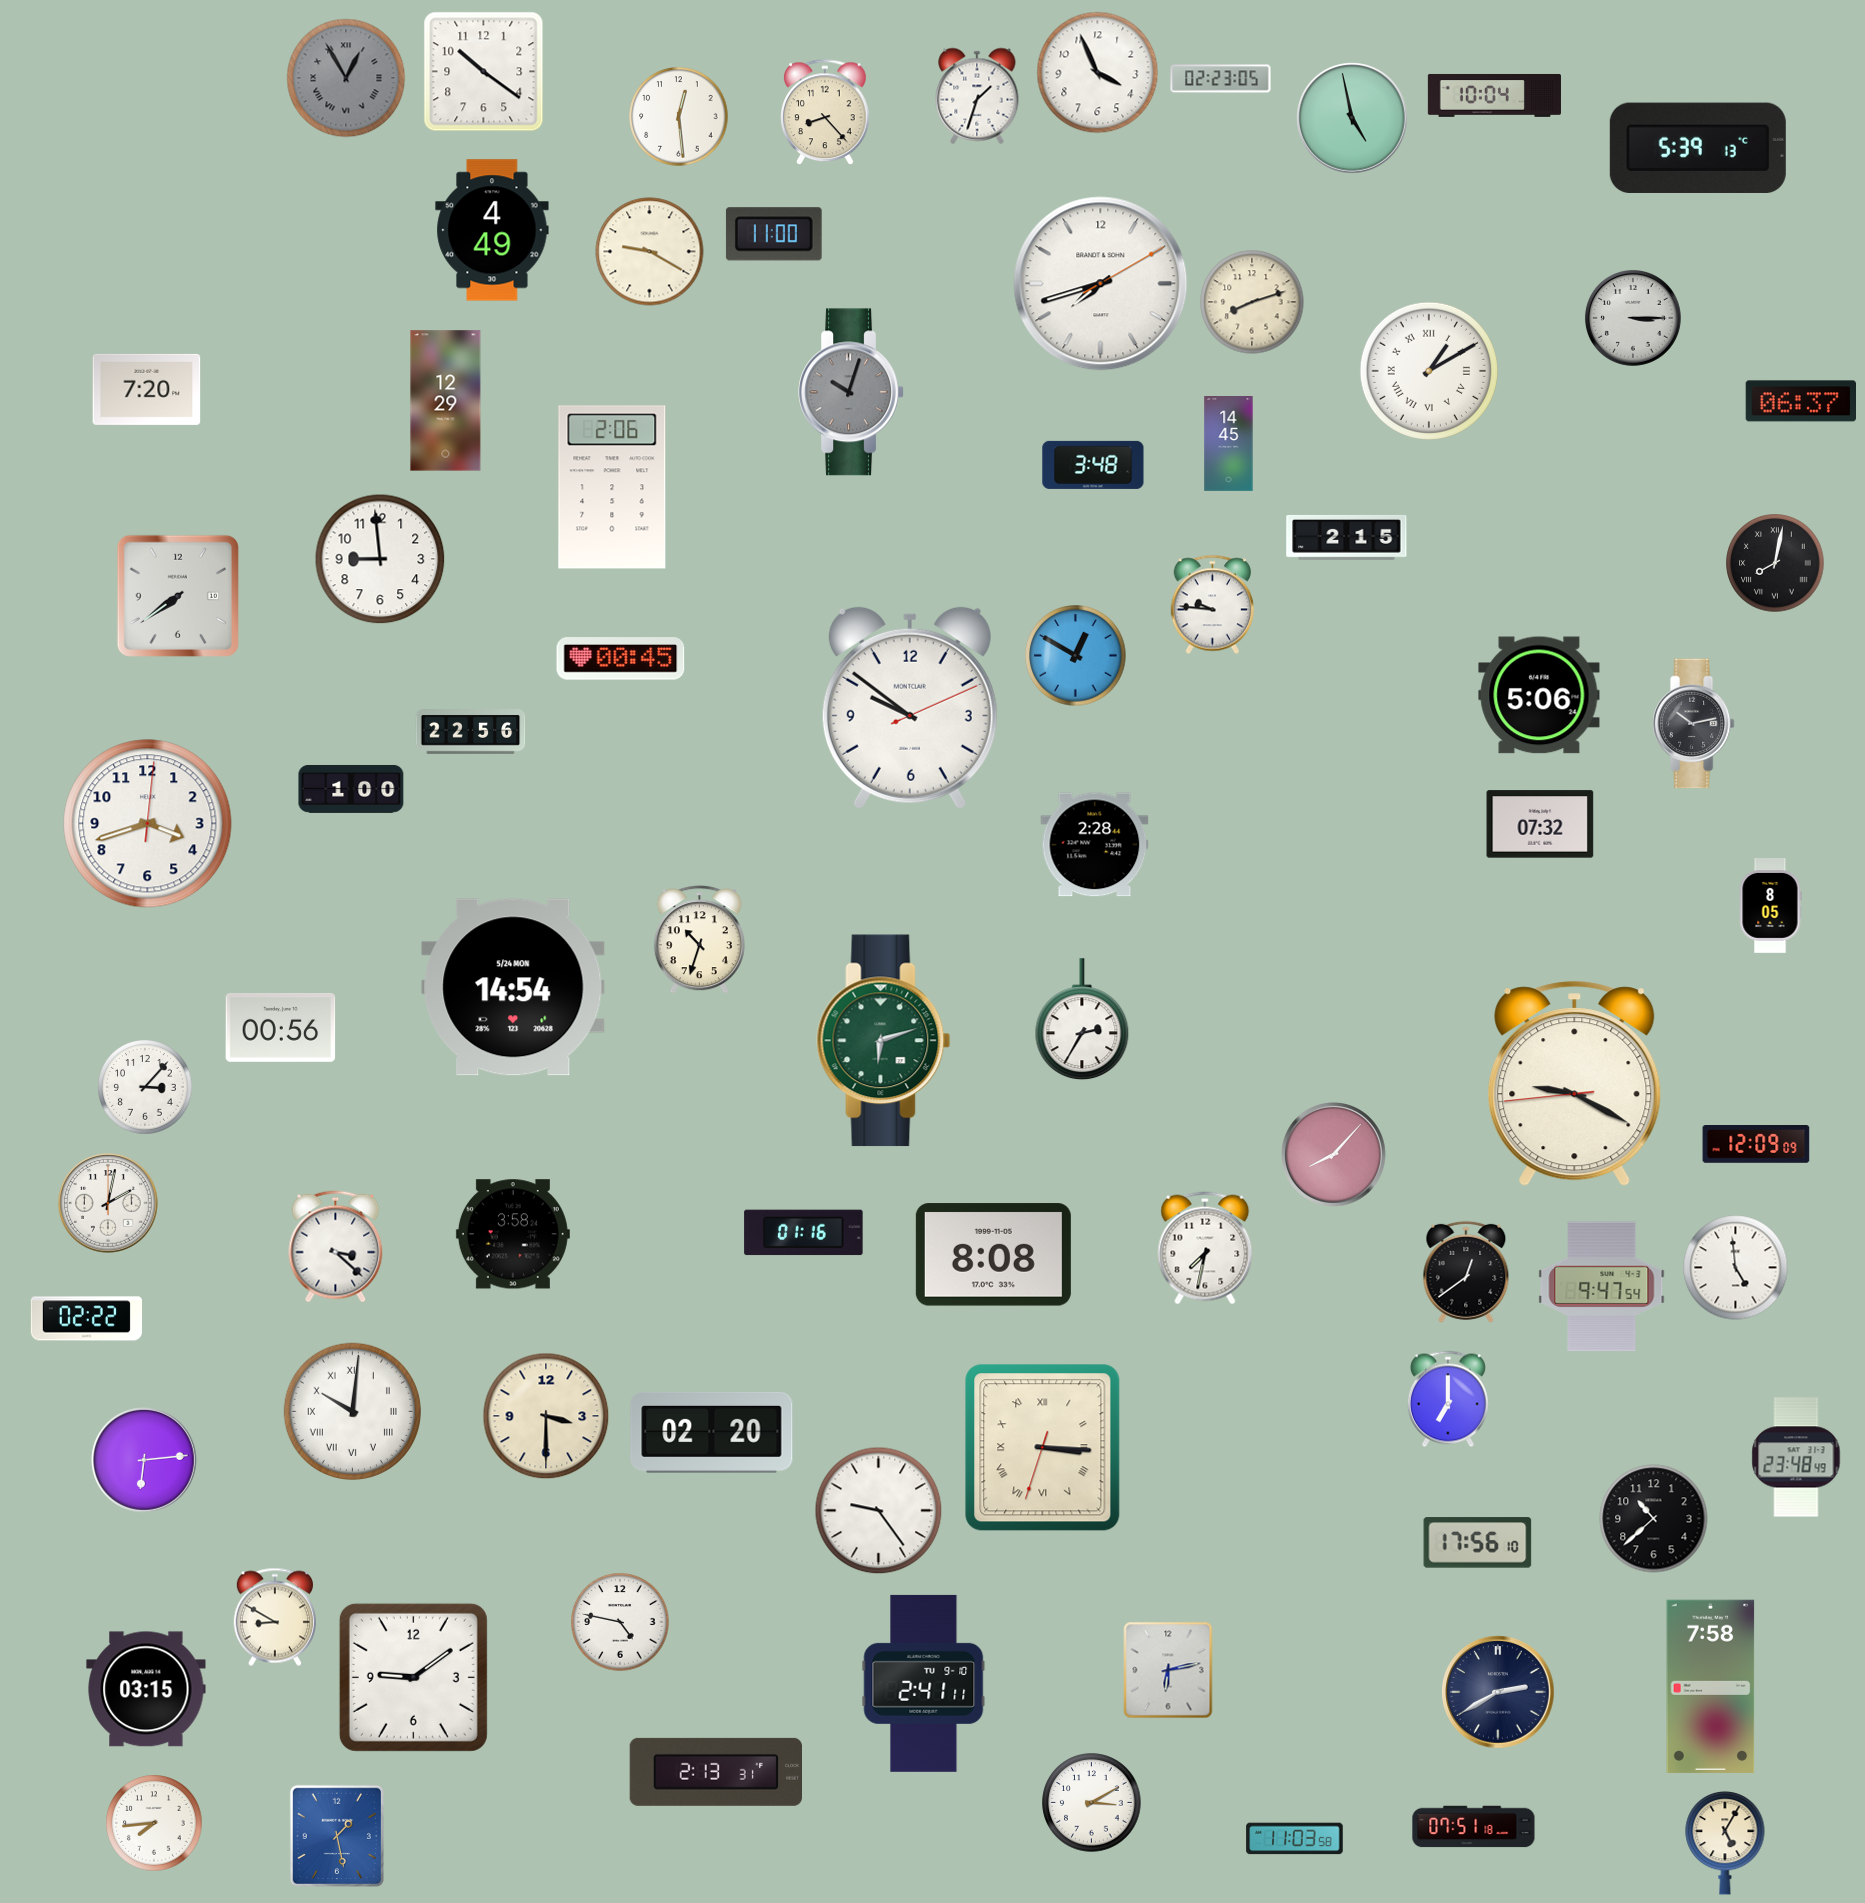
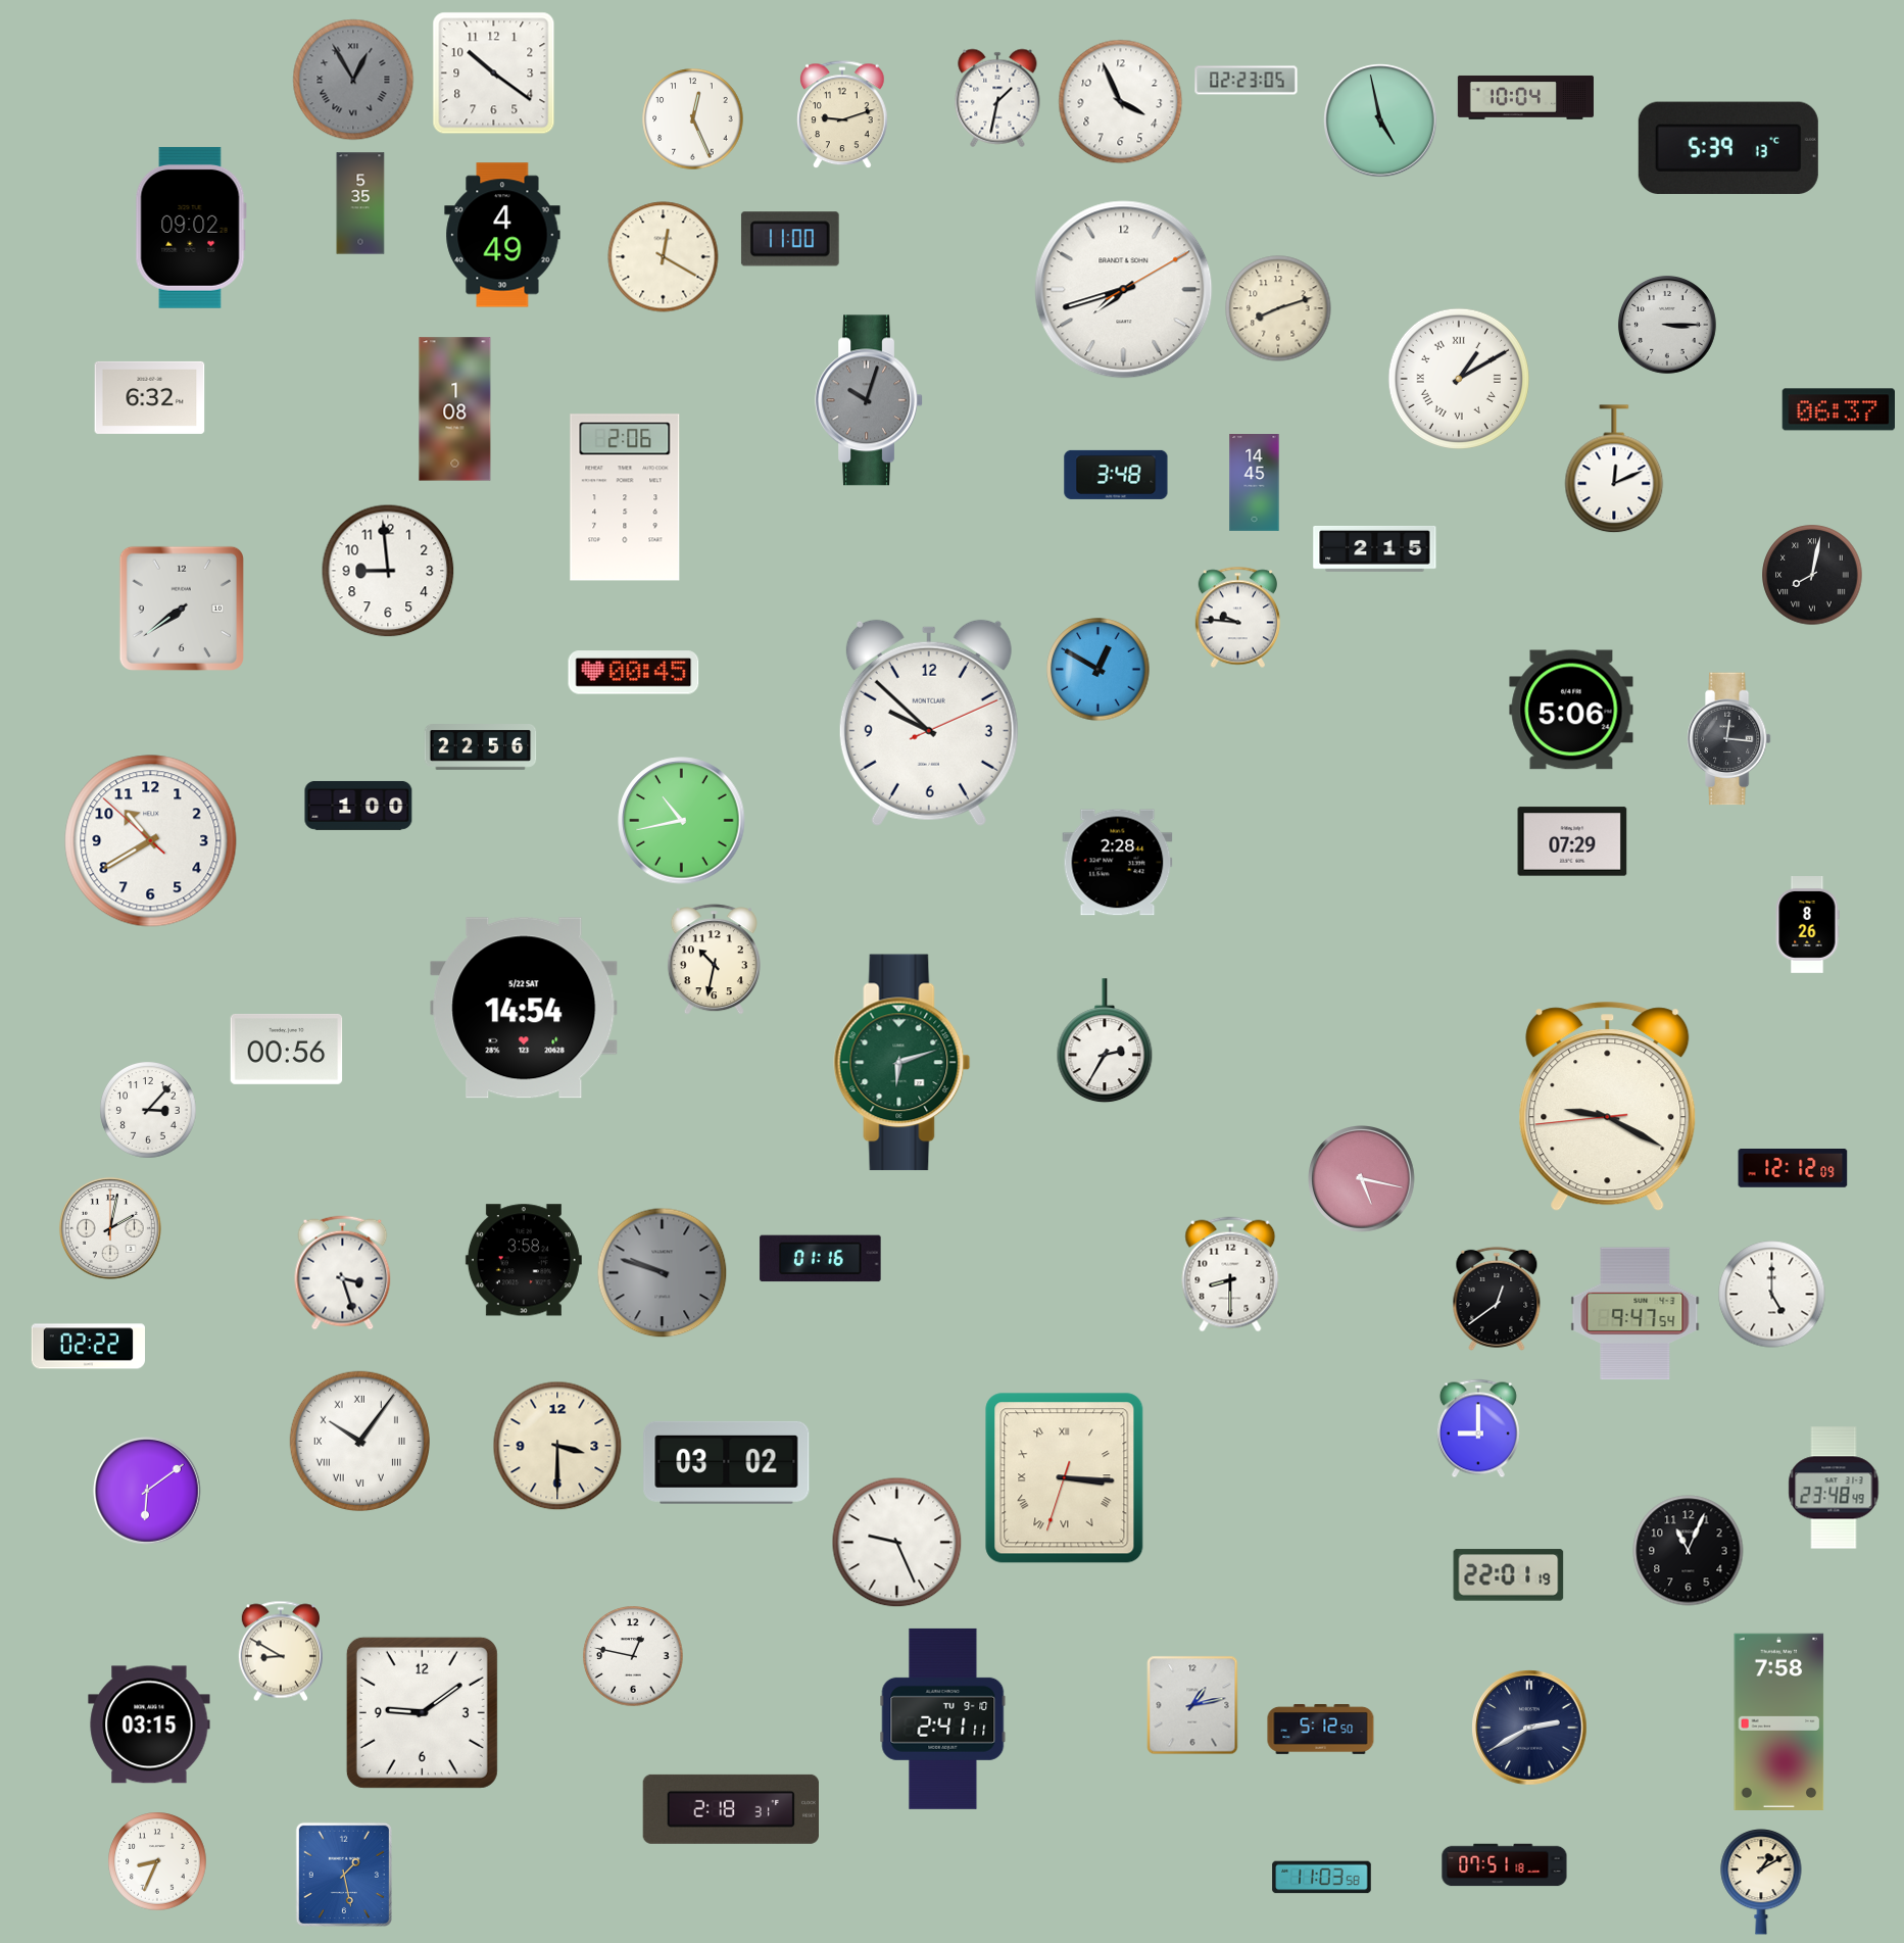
clock at (1098, 73) position: (1098, 73) -> (1121, 102)
clock at (977, 96): 1:33 -> 1:32
clock at (825, 113): 8:23 -> 9:12
clock at (679, 117): 12:29 -> 12:26
clock at (1698, 148) position: (1698, 148) -> (1728, 148)
clock at (360, 203): none -> 5:35
clock at (191, 228): none -> 09:02
clock at (650, 252): 9:20 -> 12:20
clock at (147, 389): 7:20 -> 6:32
clock at (446, 401): 12:29 -> 1:08
clock at (1229, 444) position: (1229, 444) -> (1255, 483)
clock at (1614, 470): none -> 12:11
clock at (910, 708): 9:51 -> 9:52
clock at (1693, 724): 10:13 -> 12:16
clock at (682, 821): none -> 10:43
clock at (148, 824): 3:42 -> 10:39
clock at (1540, 824): 07:32 -> 07:29
clock at (1770, 906): 8:05 -> 8:26
clock at (699, 940): 10:33 -> 10:32
clock at (513, 987) date: 5/24 MON -> 5/22 SAT
clock at (1756, 1145): 12:09 -> 12:12
clock at (1334, 1155): 8:07 -> 5:17
clock at (336, 1247): 3:22 -> 3:27
clock at (663, 1273): none -> 9:48
clock at (1205, 1248): 7:32 -> 8:30
clock at (993, 1255): 8:08 -> none
clock at (1736, 1268): 4:59 -> 5:00
clock at (1448, 1399): 7:00 -> 9:00
clock at (352, 1411): 10:01 -> 10:06
clock at (712, 1432): 02:20 -> 03:02
clock at (145, 1461): 6:14 -> 6:09
clock at (879, 1511): 9:24 -> 9:26
clock at (1654, 1519): 10:38 -> 11:04
clock at (1478, 1543): 17:56 -> 22:01
clock at (620, 1622): 4:47 -> 12:47
clock at (1168, 1670): 6:13 -> 1:13
clock at (1711, 1686) position: (1711, 1686) -> (1779, 1721)
clock at (1321, 1730): none -> 5:12
clock at (715, 1772): 2:13 -> 2:18
clock at (1092, 1803): 3:10 -> none
clock at (154, 1823): 7:44 -> 8:34
clock at (1725, 1843): 5:05 -> 1:10
